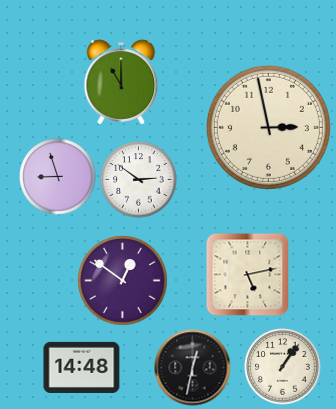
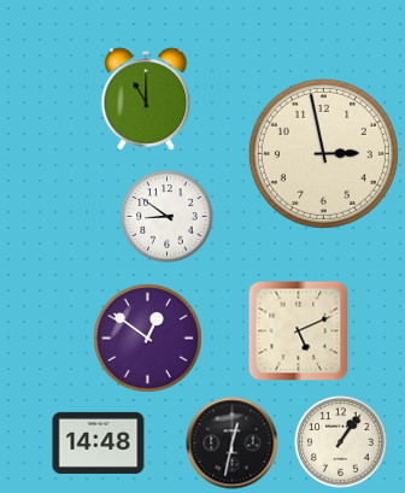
clock at (58, 177): 8:57 -> none
clock at (139, 180): 2:51 -> 8:51
clock at (248, 275): 5:13 -> 5:11
